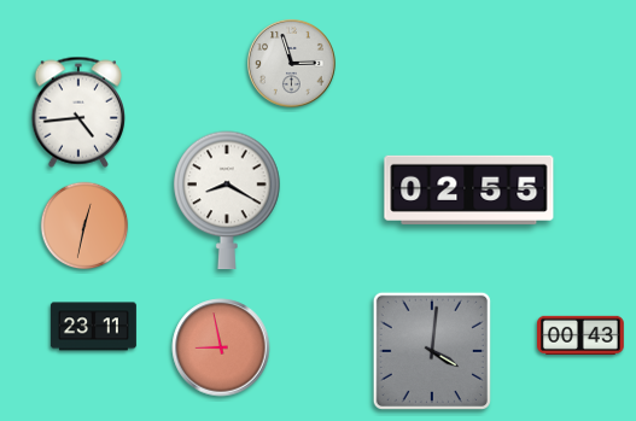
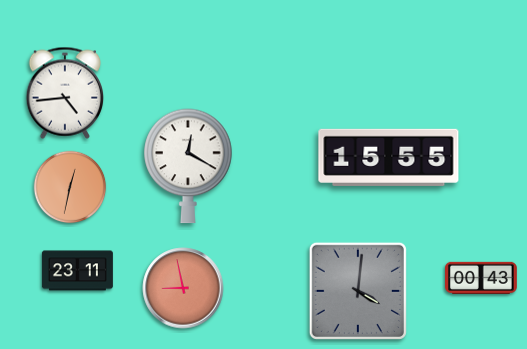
clock at (292, 64): 2:57 -> none
clock at (469, 189): 02:55 -> 15:55
clock at (227, 200): 8:20 -> 12:20
